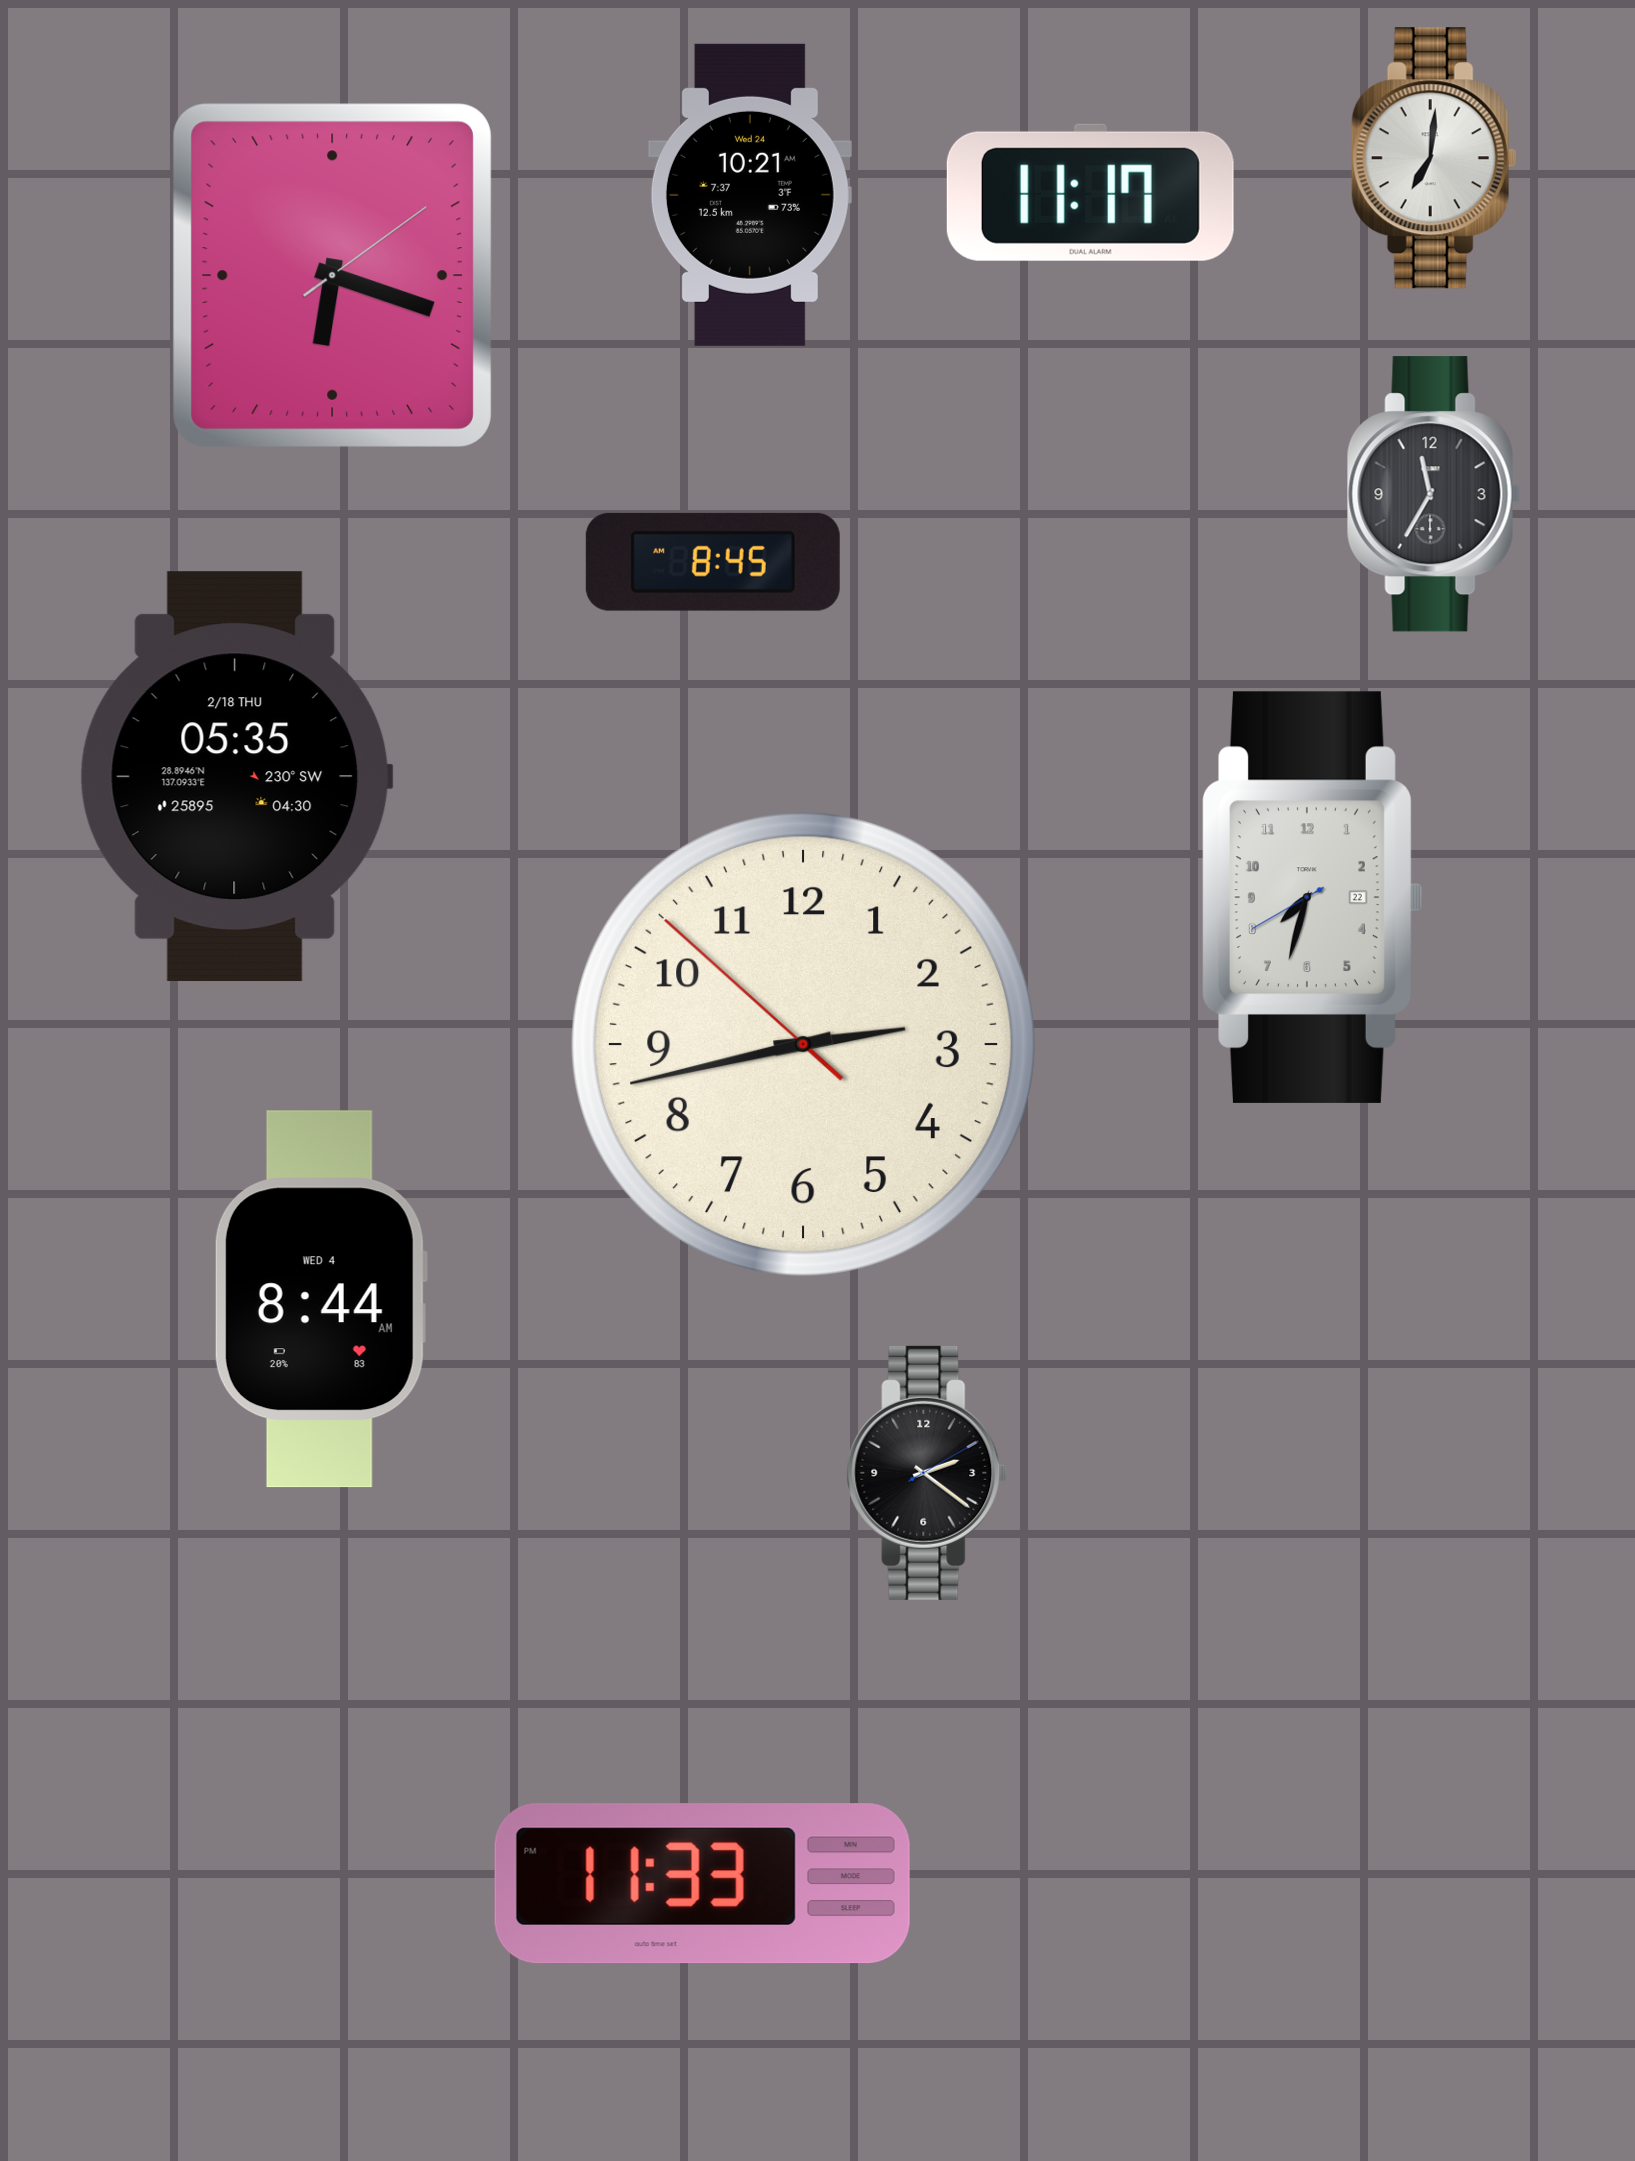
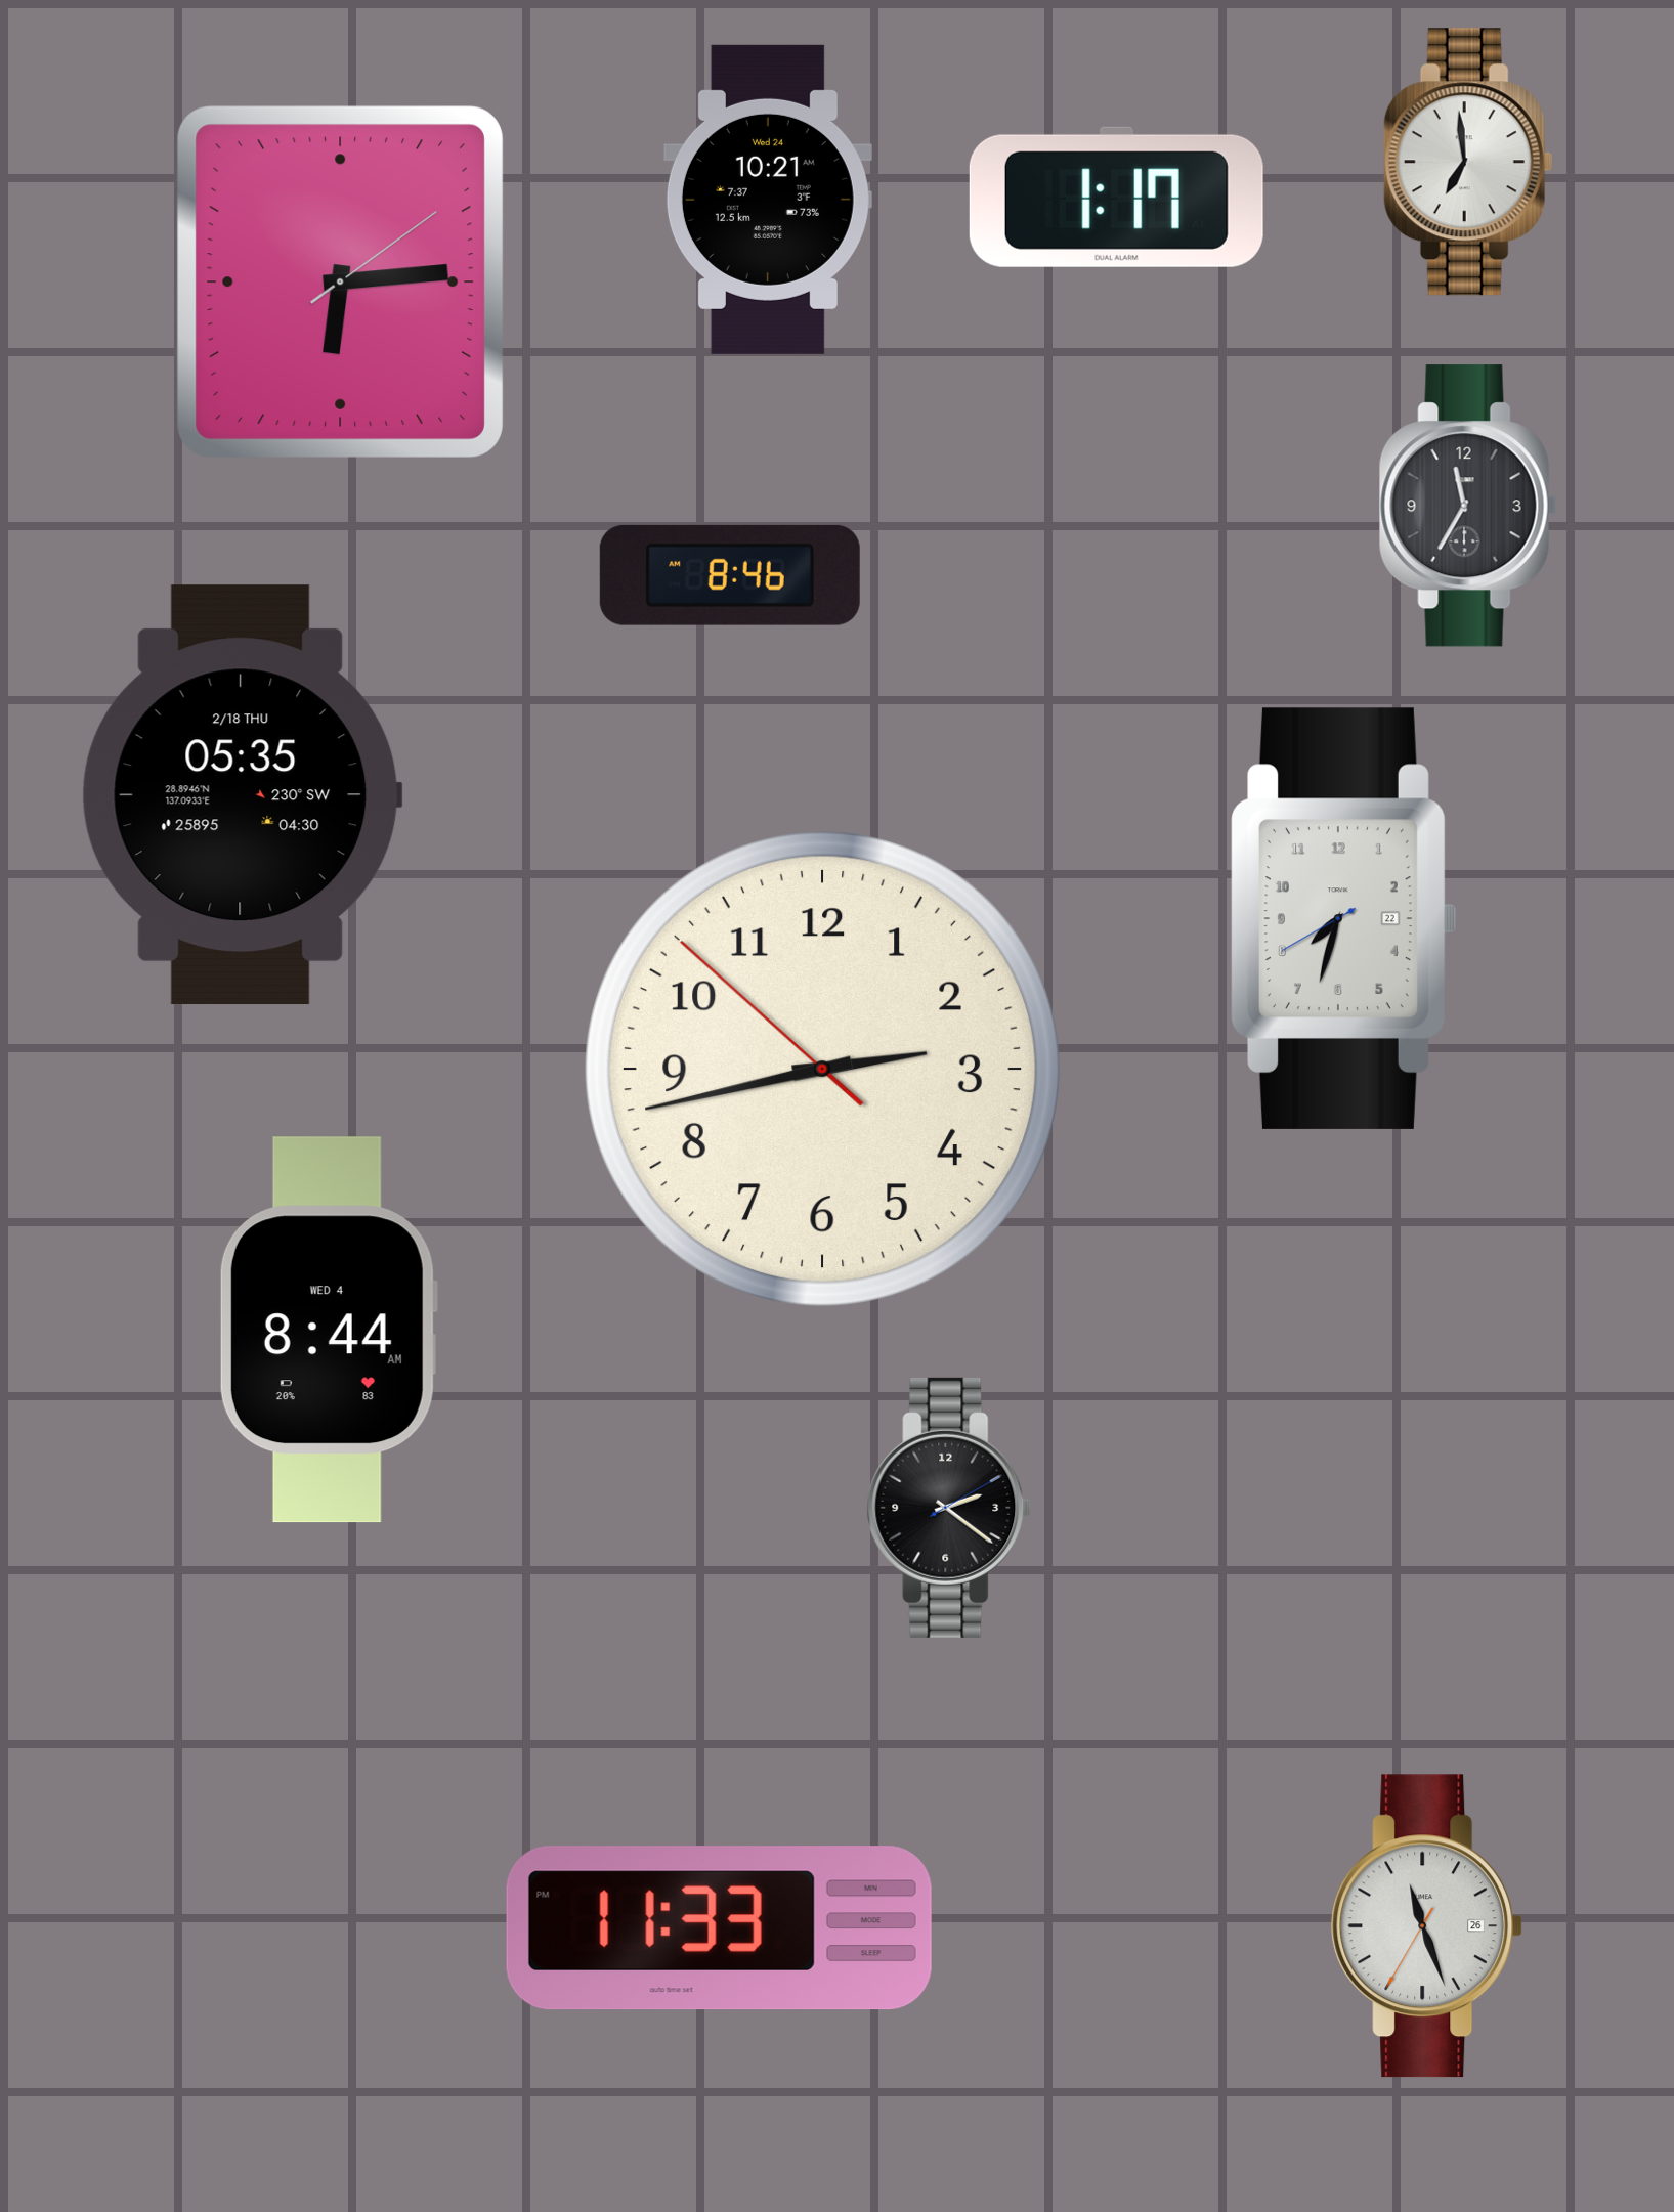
clock at (1434, 158): 7:01 -> 6:59
clock at (1090, 192): 11:17 -> 1:17
clock at (332, 275): 6:18 -> 6:14
clock at (713, 562): 8:45 -> 8:46
clock at (1427, 1926): none -> 11:26
